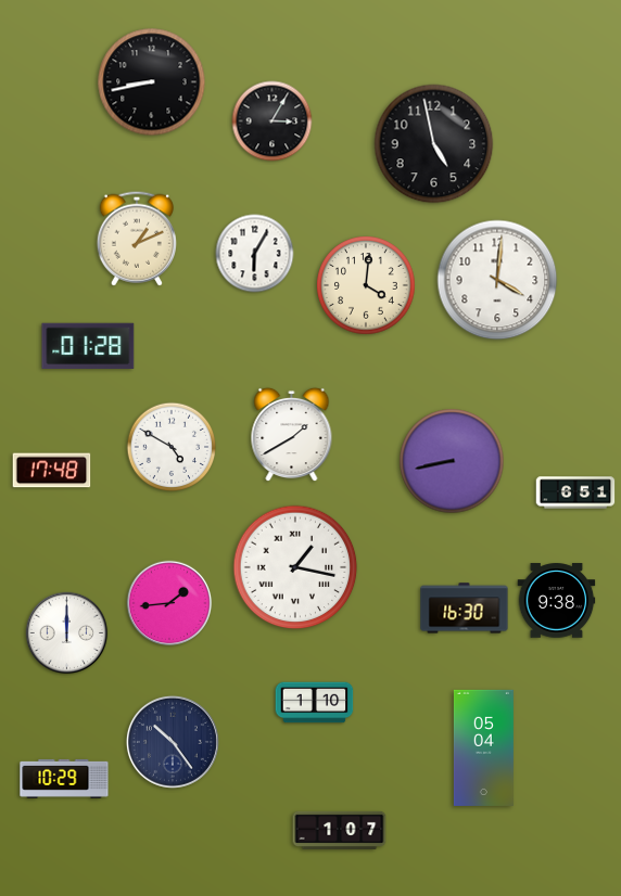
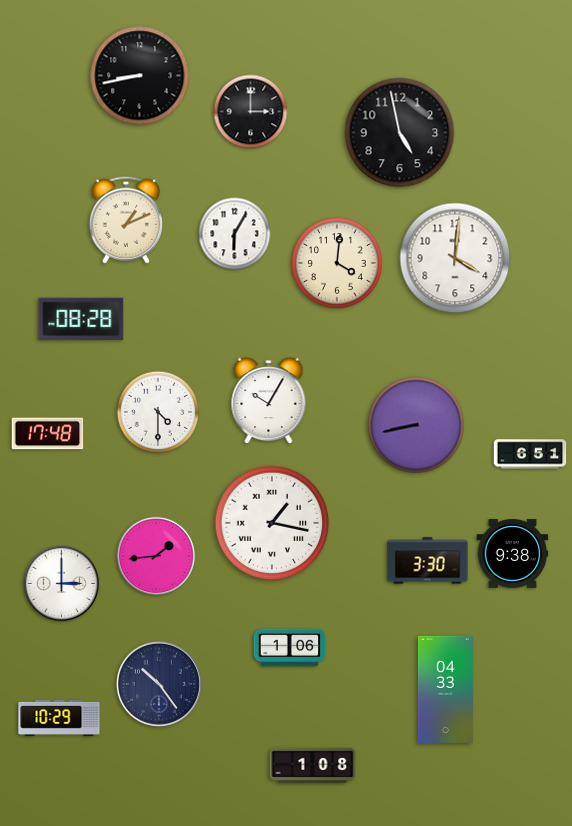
clock at (273, 121): 3:05 -> 3:00
clock at (497, 280) position: (497, 280) -> (455, 258)
clock at (88, 346): 01:28 -> 08:28
clock at (292, 435): 1:40 -> 10:05
clock at (172, 447): 4:50 -> 4:30
clock at (465, 609): 16:30 -> 3:30
clock at (67, 633): 12:00 -> 3:00
clock at (315, 703): 1:10 -> 1:06
clock at (483, 747): 05:04 -> 04:33
clock at (340, 830): 1:07 -> 1:08
